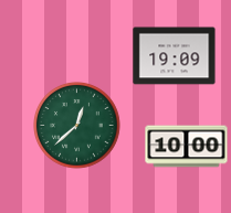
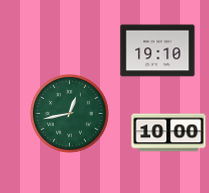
clock at (175, 56): 19:09 -> 19:10
clock at (77, 126): 12:38 -> 12:43
